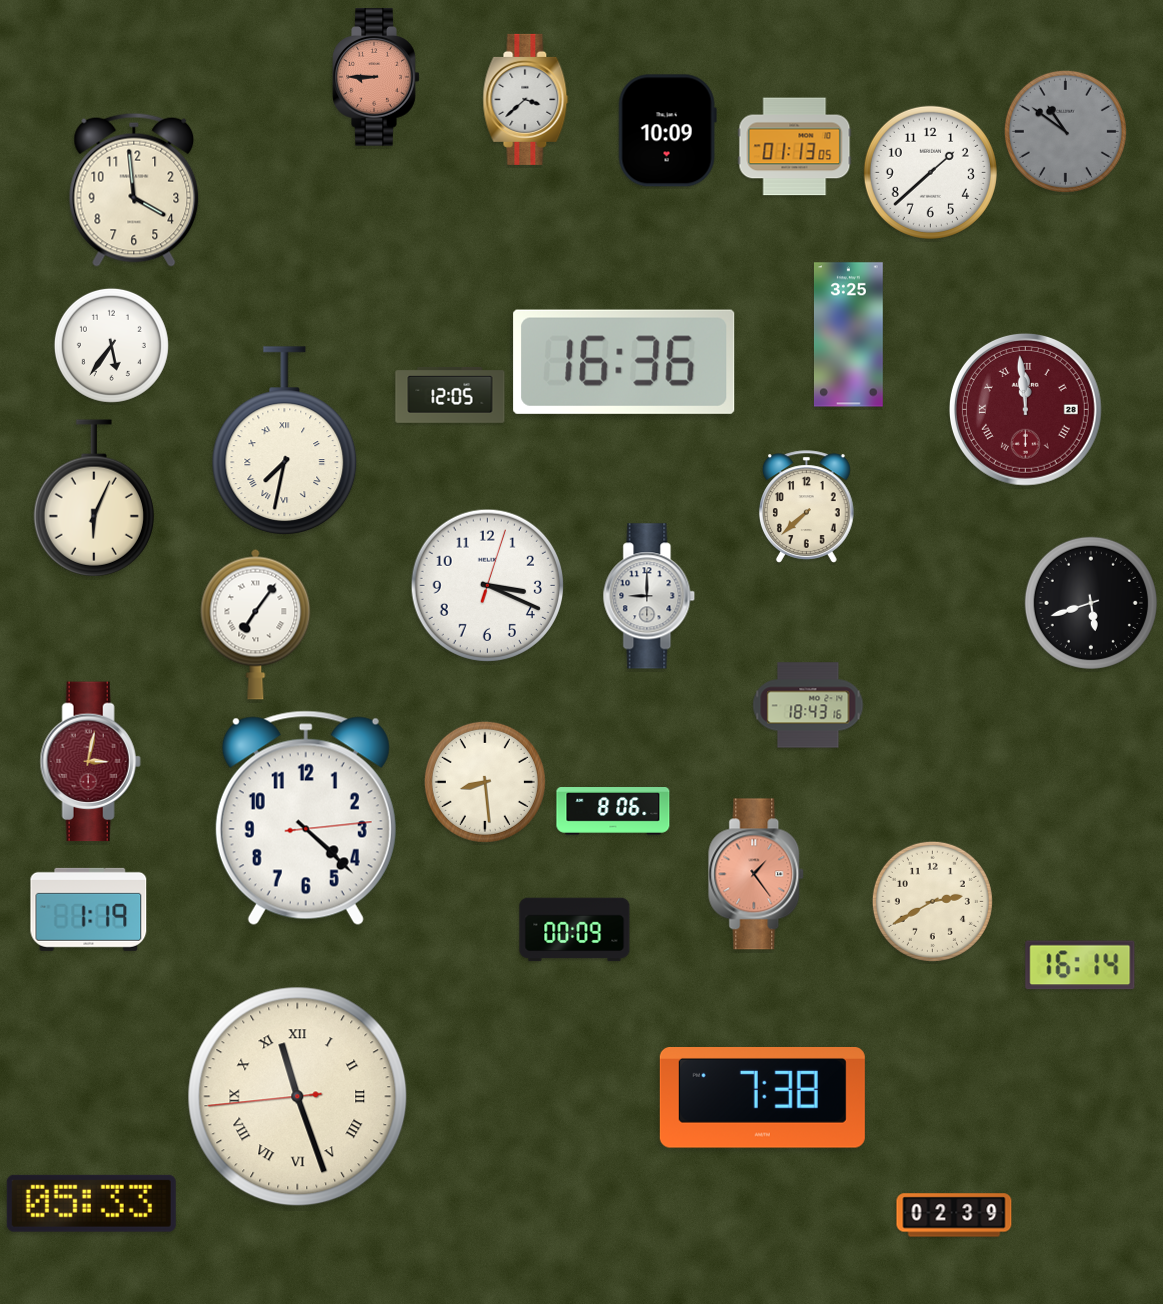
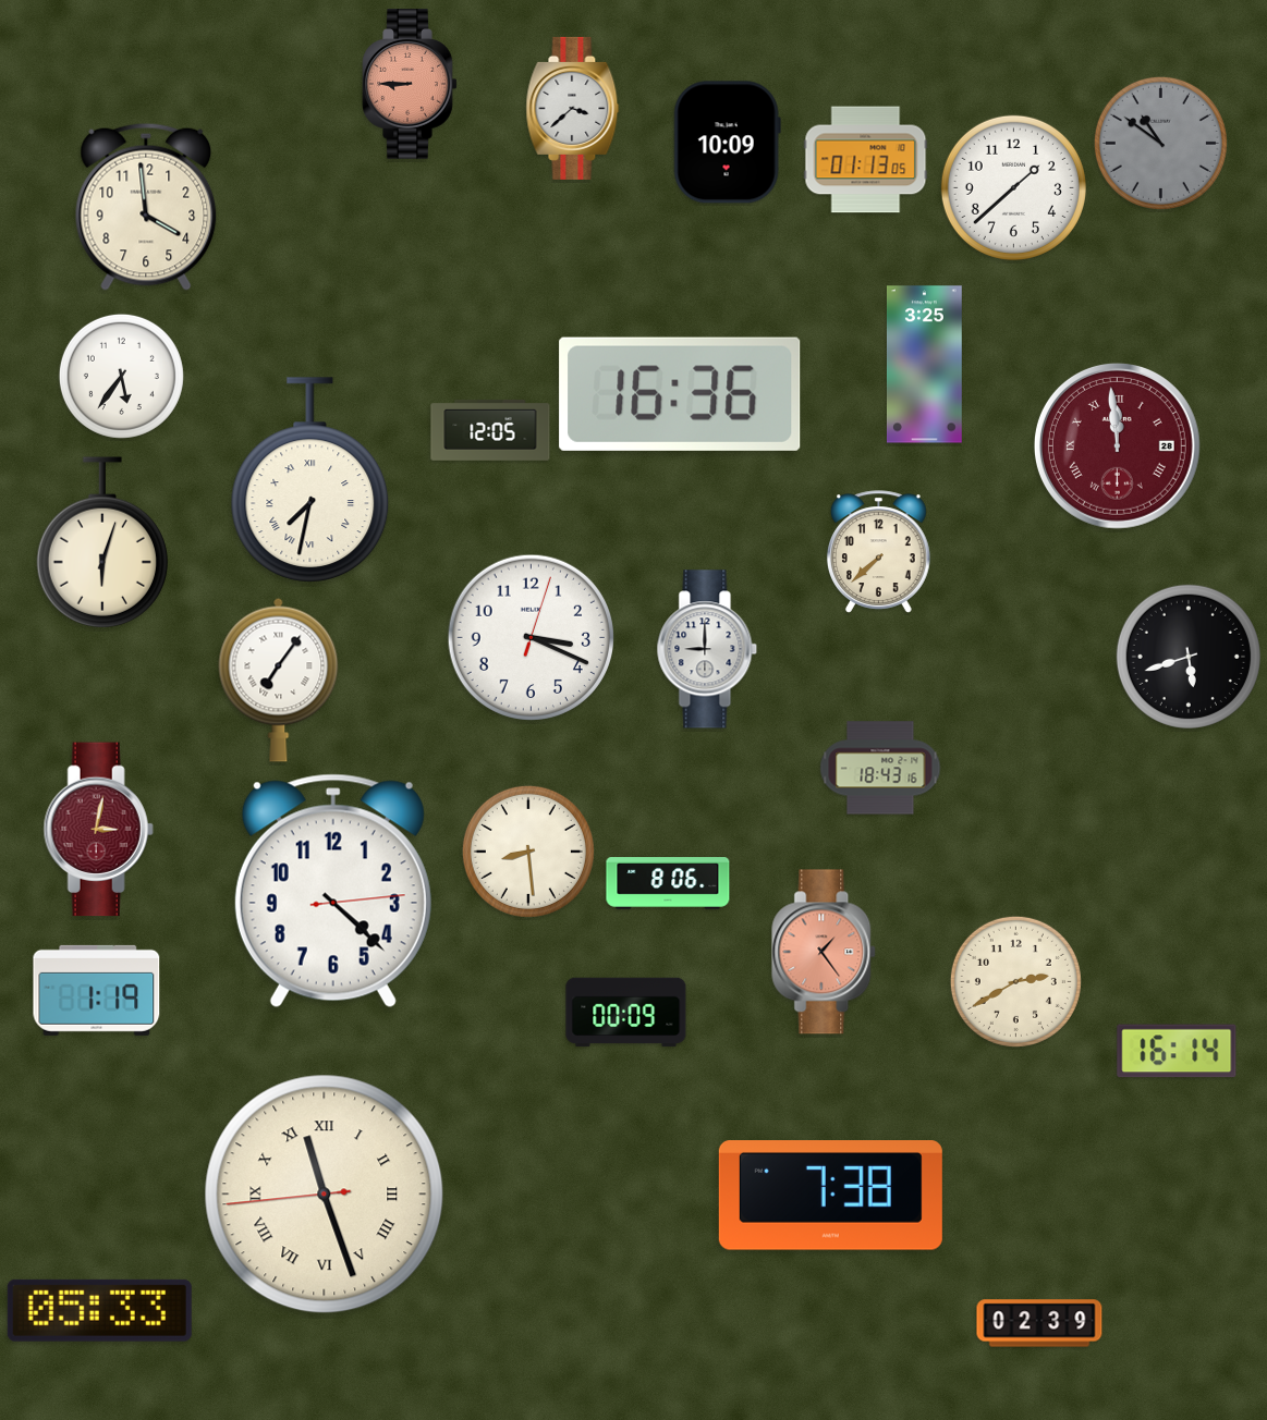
clock at (94, 498): 6:04 -> 6:03
